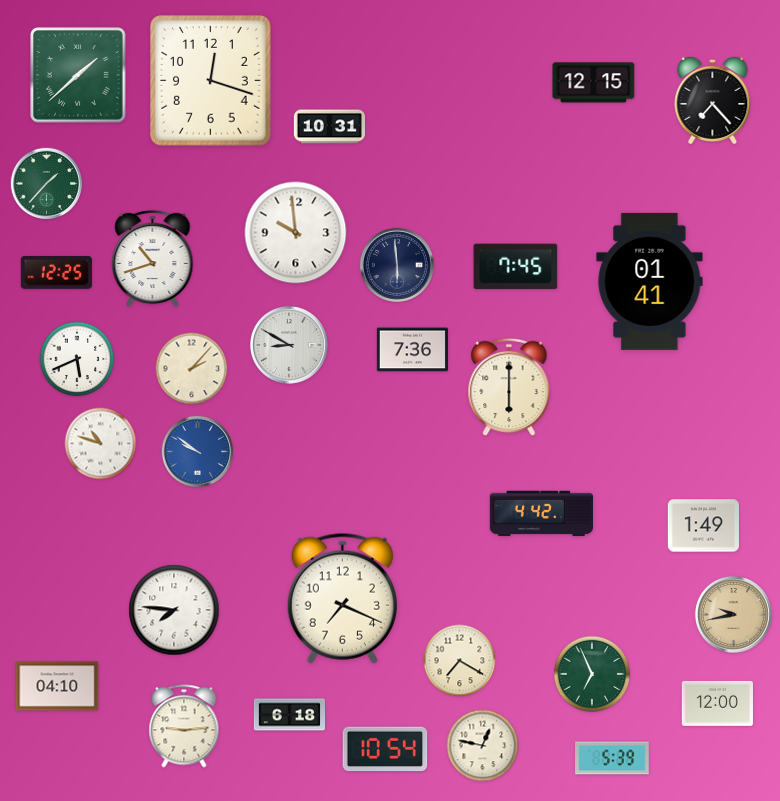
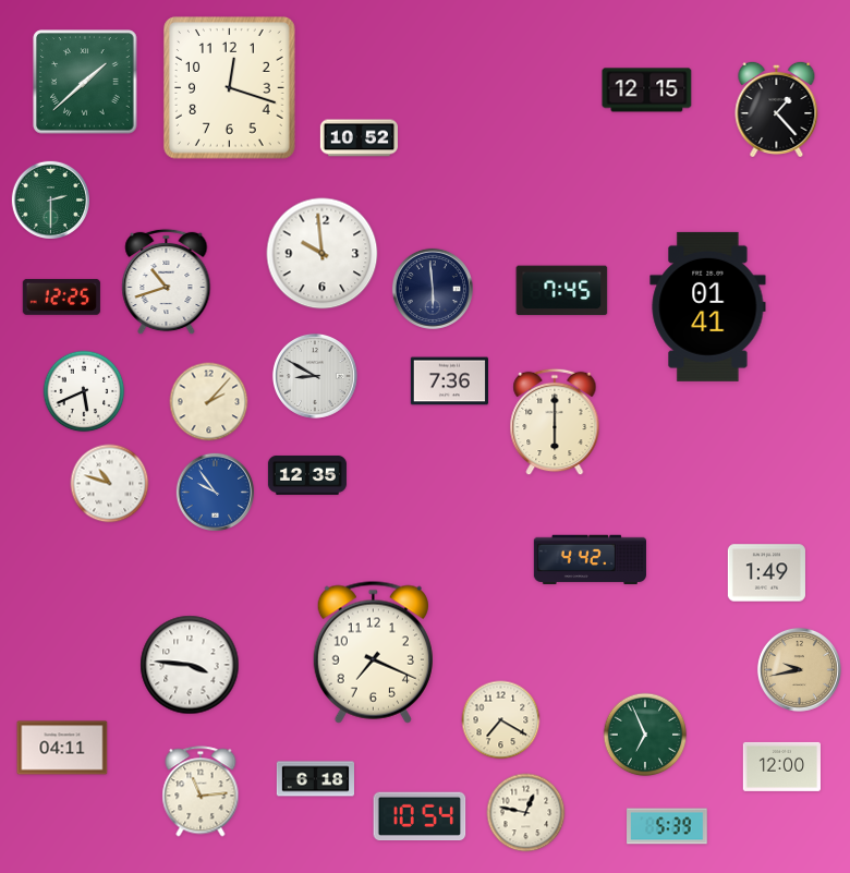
clock at (713, 100): 7:23 -> 1:23
clock at (329, 127): 10:31 -> 10:52
clock at (46, 183): 1:37 -> 2:30
clock at (307, 475): none -> 12:35
clock at (197, 451): 9:51 -> 9:54
clock at (174, 610): 7:46 -> 3:46
clock at (57, 686): 04:10 -> 04:11
clock at (184, 726): 9:14 -> 11:14
